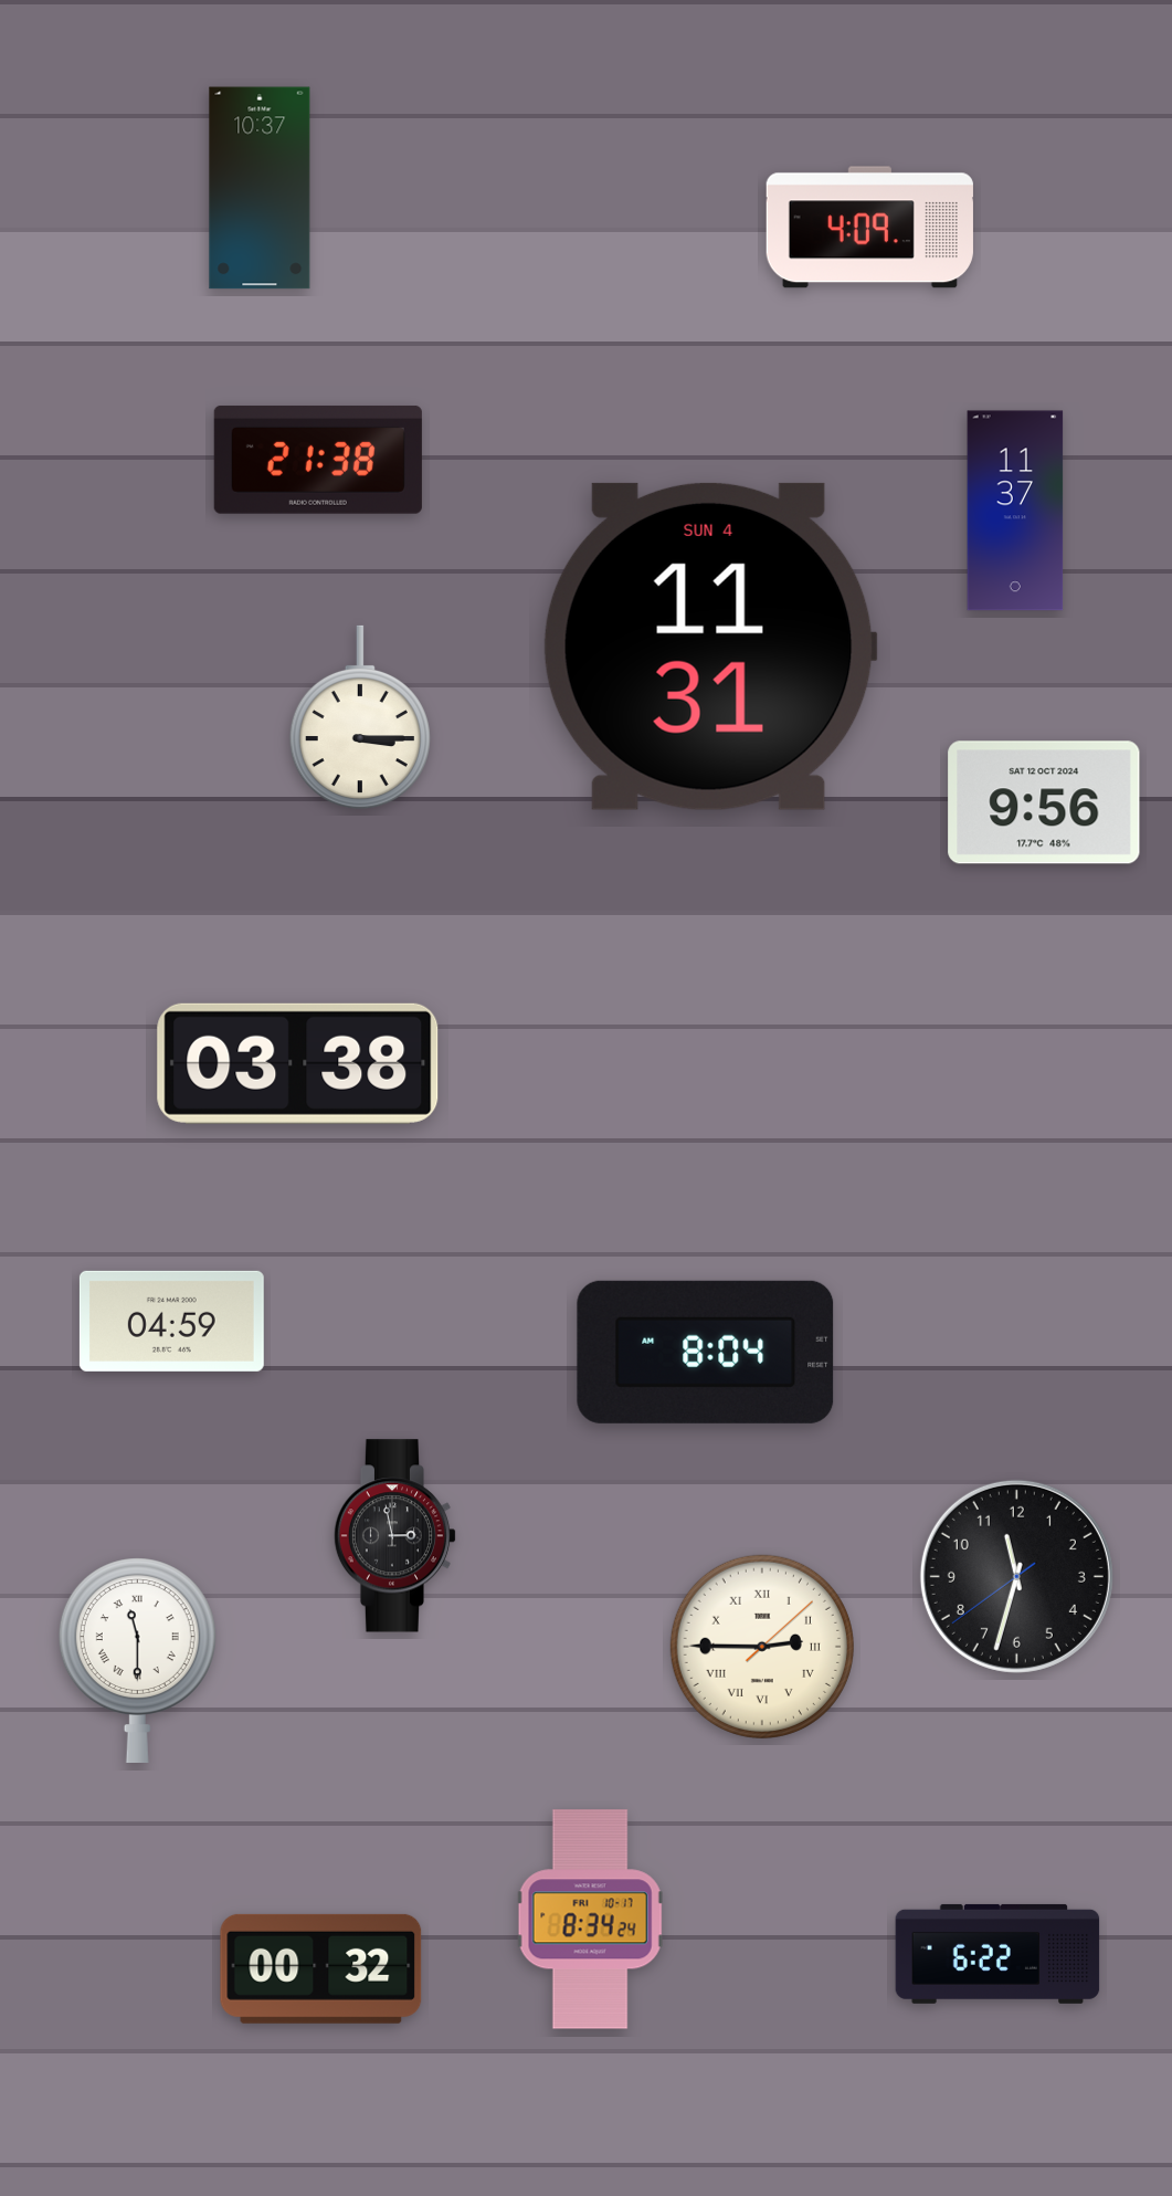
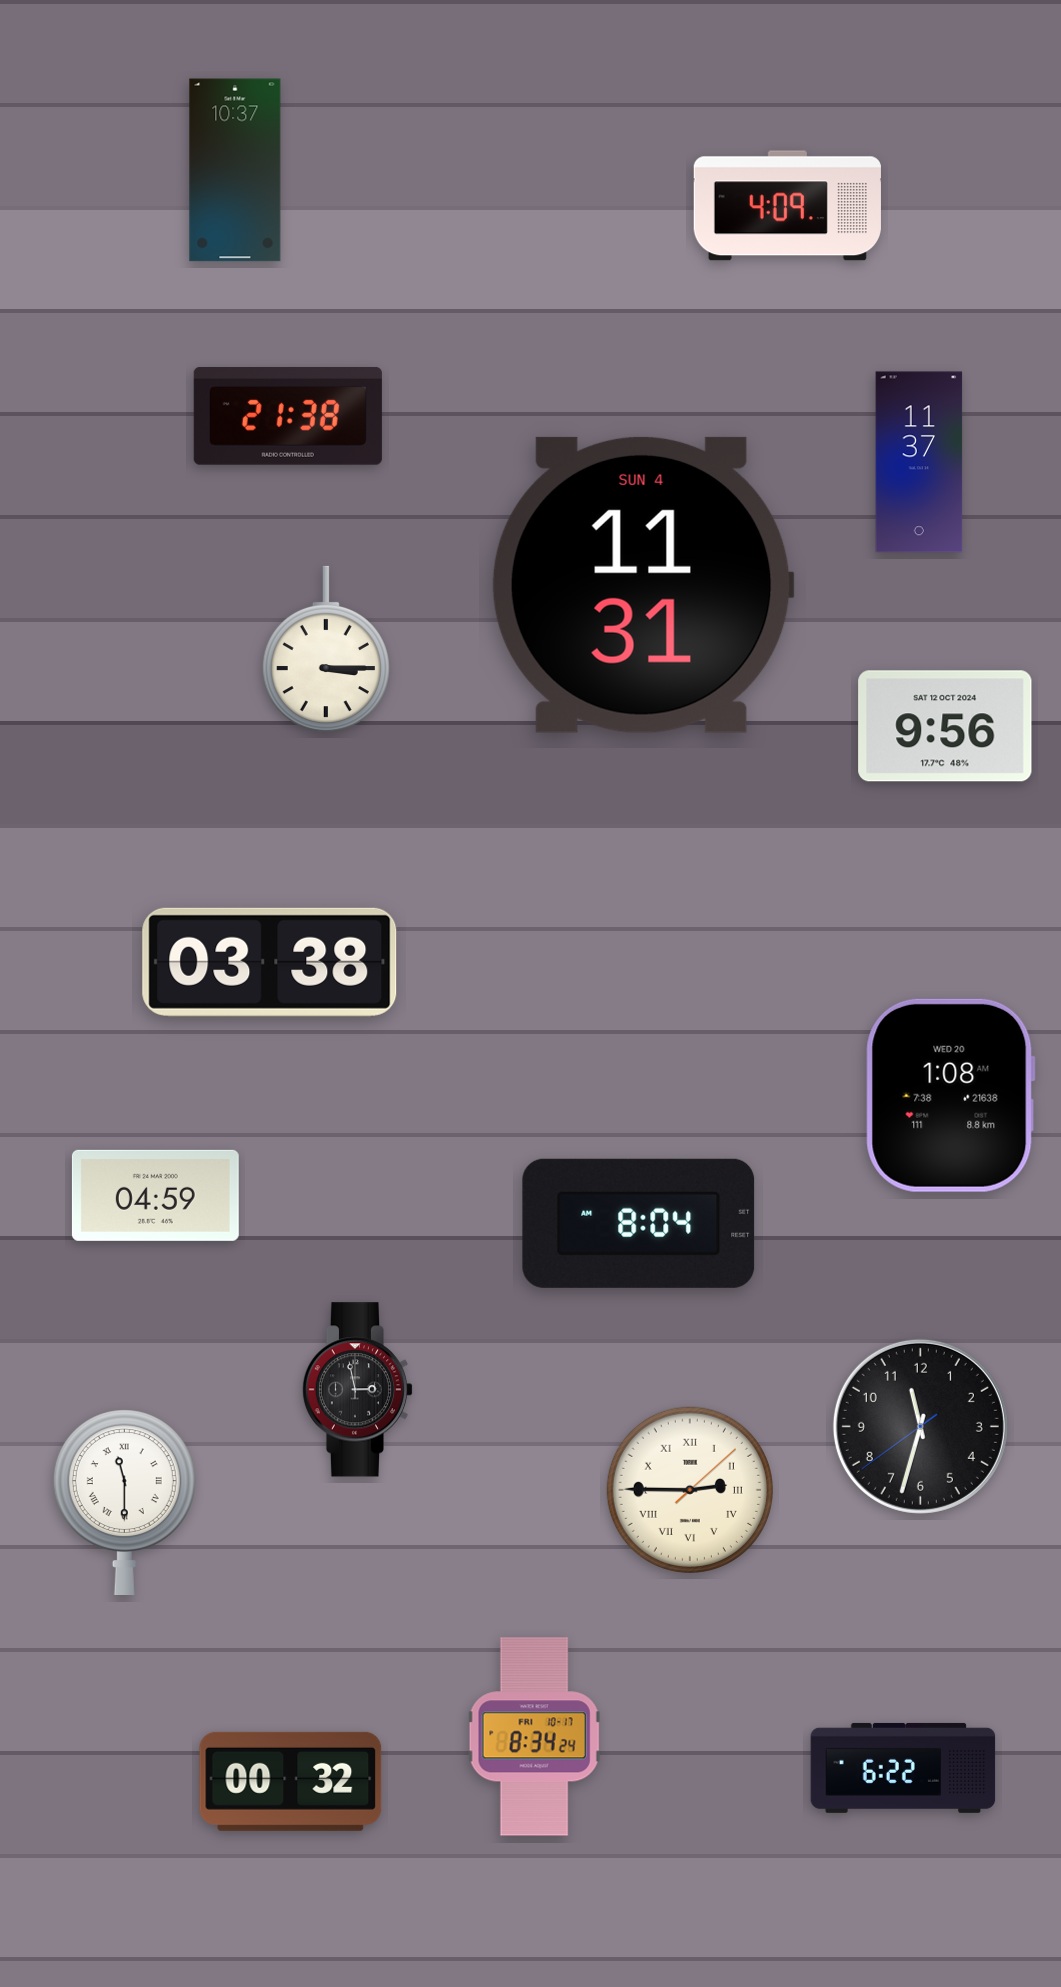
clock at (950, 1095): none -> 1:08
